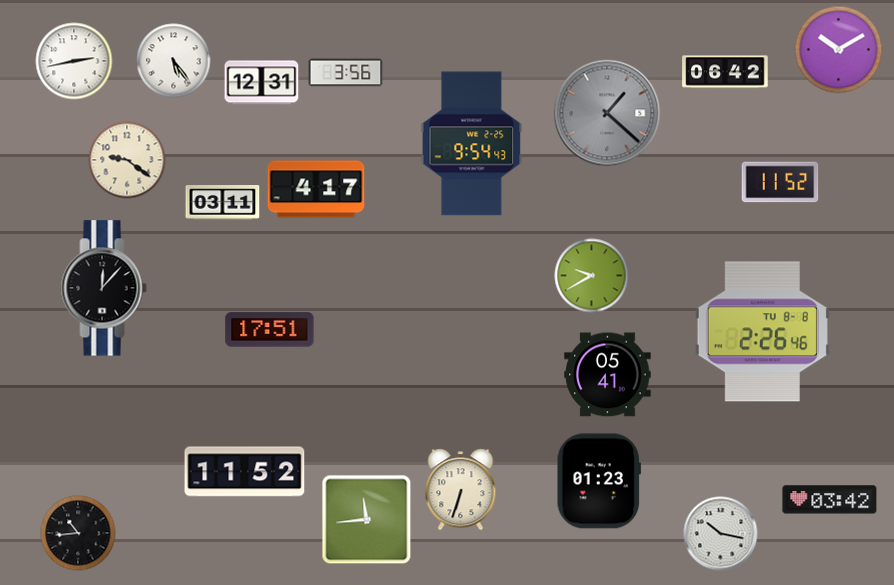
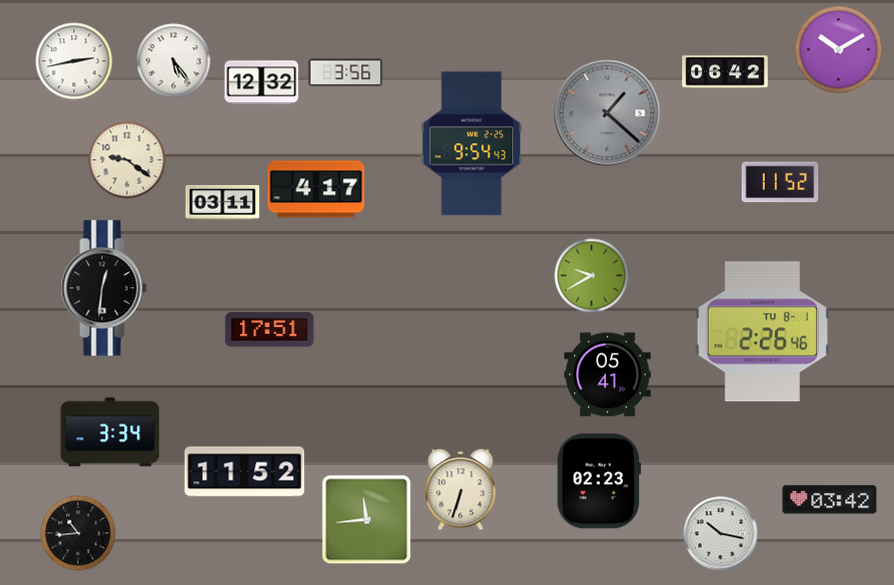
clock at (262, 83): 12:31 -> 12:32
clock at (104, 288): 12:07 -> 12:31
clock at (762, 332) date: TU 8-8 -> TU 8-1
clock at (110, 432): none -> 3:34
clock at (599, 481): 01:23 -> 02:23
